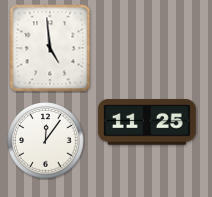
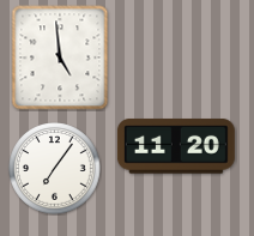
clock at (147, 122): 11:25 -> 11:20
clock at (46, 141): 12:06 -> 7:06
